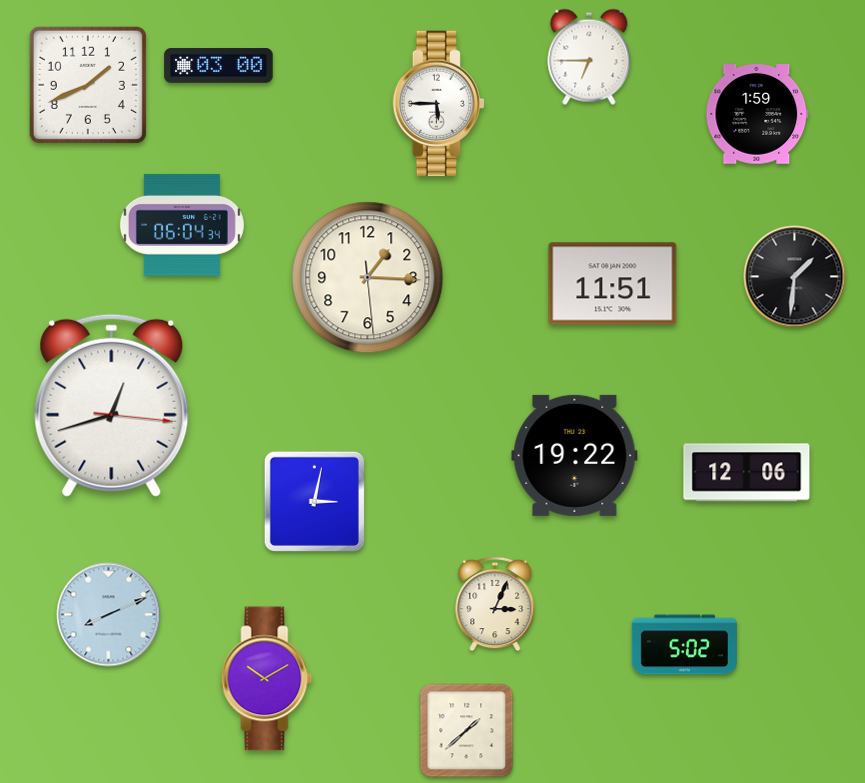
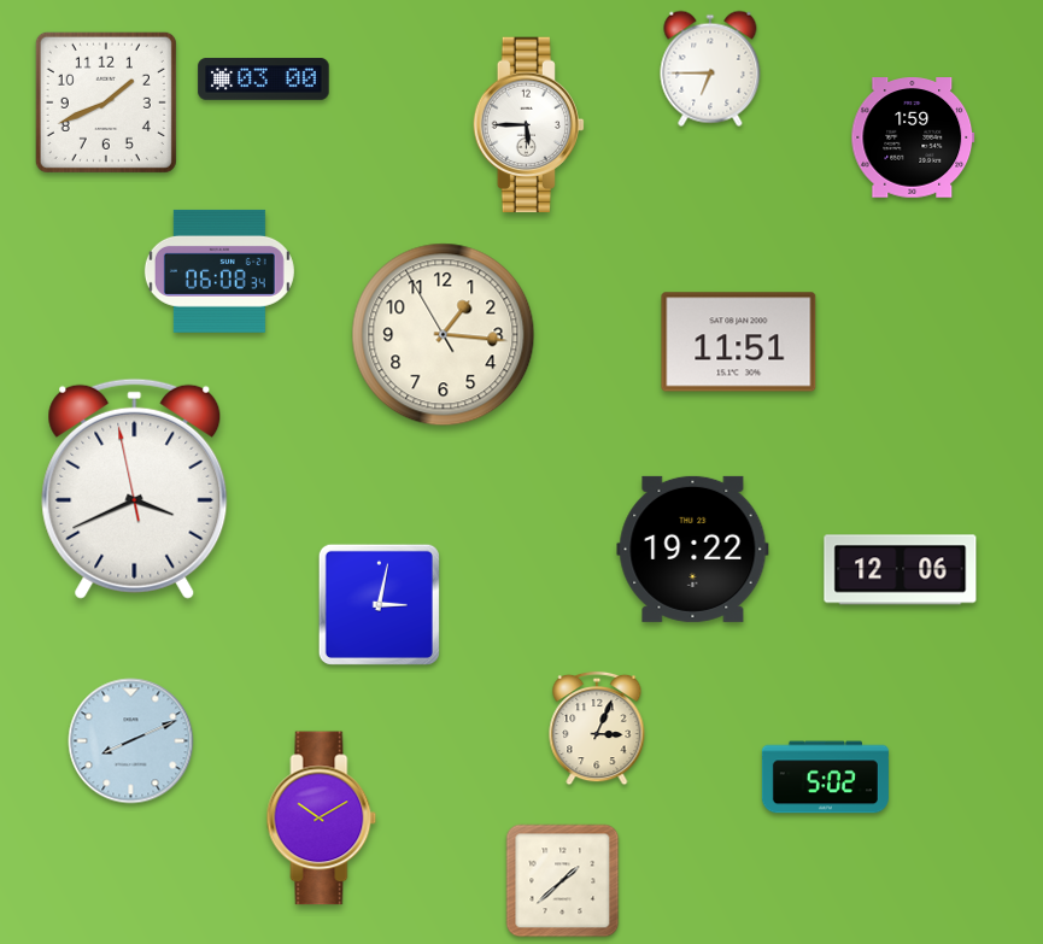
clock at (182, 225): 06:04 -> 06:08
clock at (795, 277): 1:31 -> none
clock at (368, 278): 1:15:29 -> 1:15:55
clock at (112, 405): 12:42 -> 3:40
